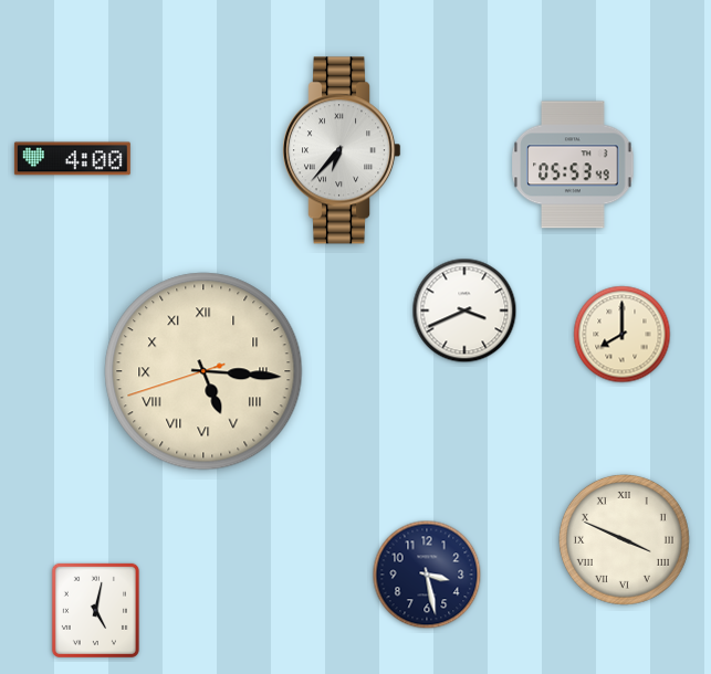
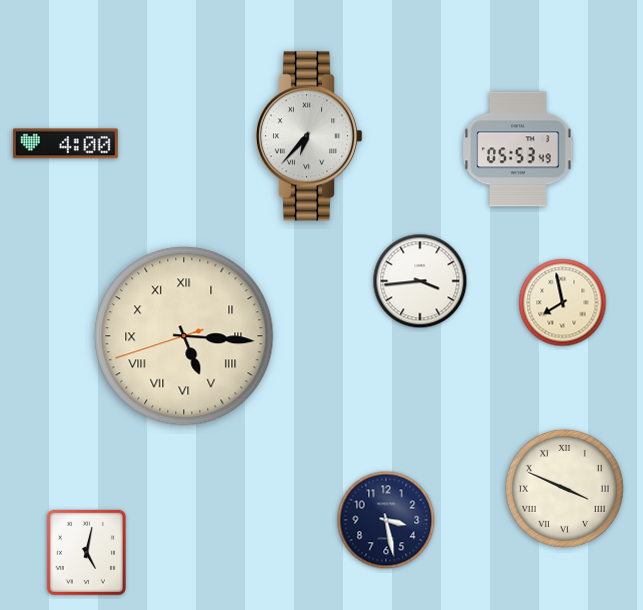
clock at (464, 310): 3:41 -> 3:44
clock at (623, 335): 8:00 -> 7:58
